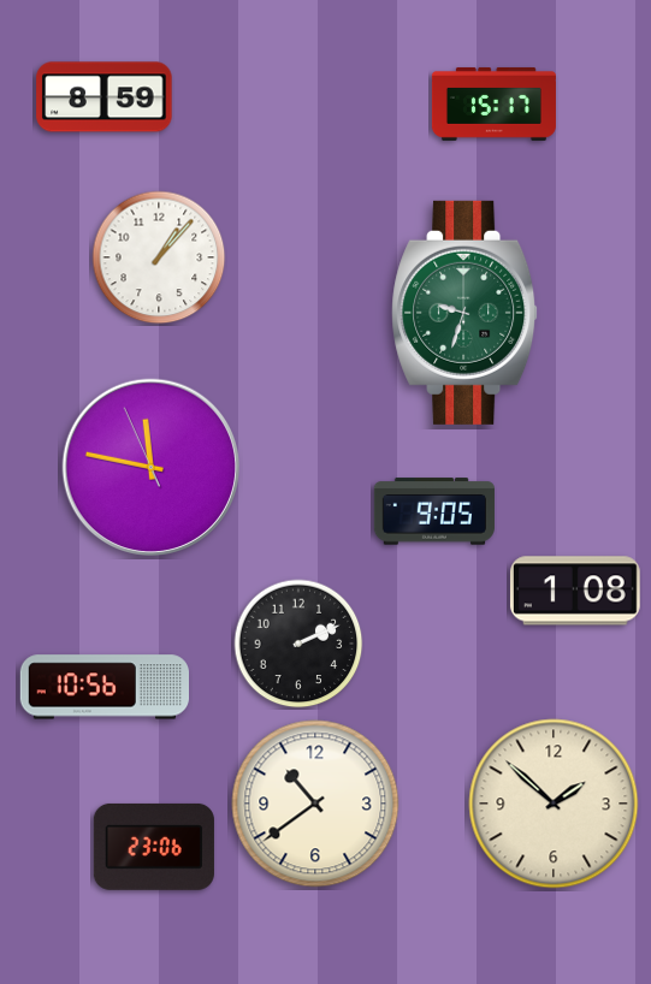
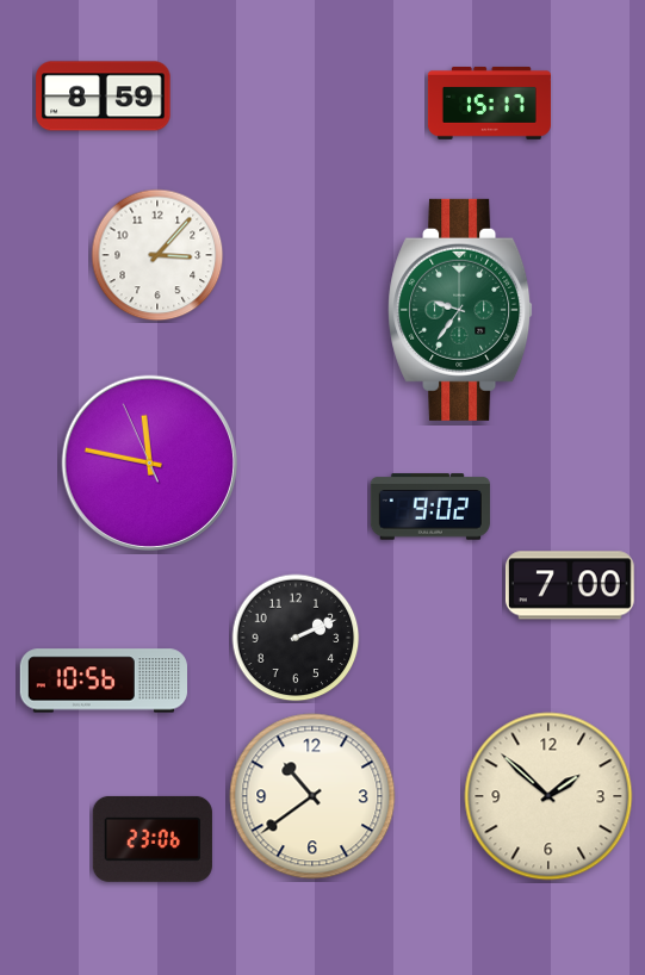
clock at (159, 257): 1:07 -> 3:07
clock at (466, 313): 9:33 -> 9:36
clock at (434, 511): 9:05 -> 9:02
clock at (575, 591): 1:08 -> 7:00
